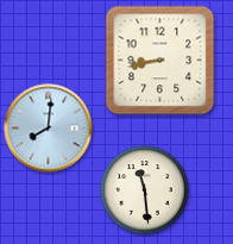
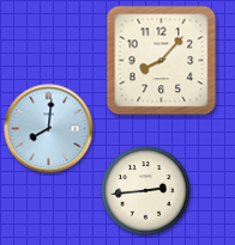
clock at (160, 61): 8:43 -> 8:07
clock at (145, 190): 11:29 -> 2:44
